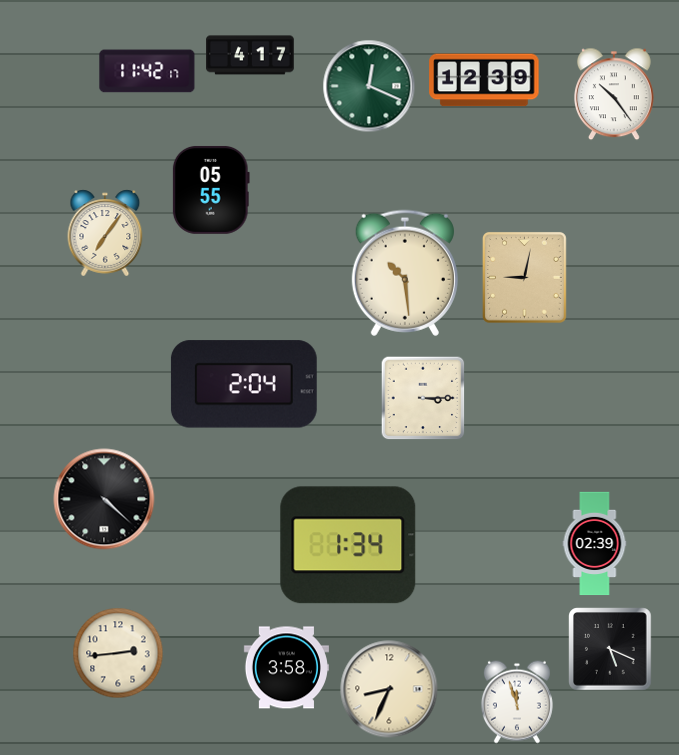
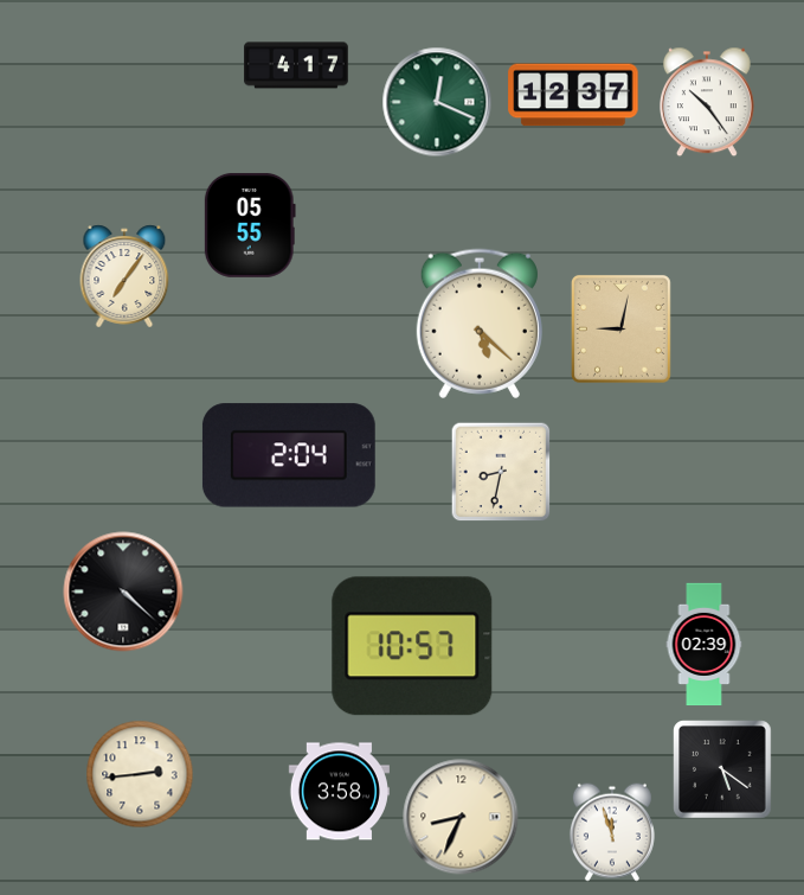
clock at (147, 71): 11:42 -> none
clock at (484, 80): 12:39 -> 12:37
clock at (614, 94) position: (614, 94) -> (707, 102)
clock at (405, 273): 10:29 -> 5:22
clock at (423, 398): 3:15 -> 8:32
clock at (348, 545): 1:34 -> 10:57
clock at (610, 649): 5:19 -> 5:21
